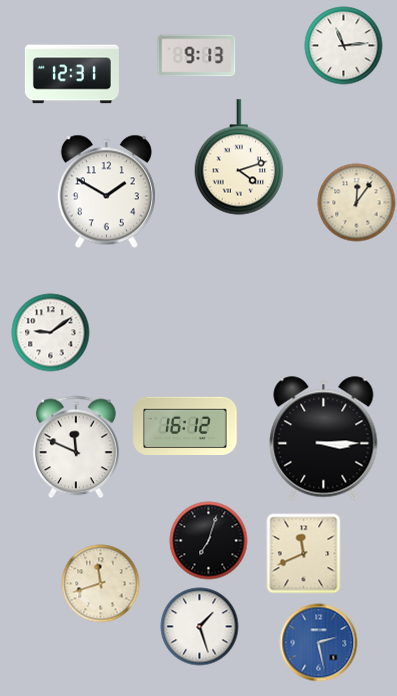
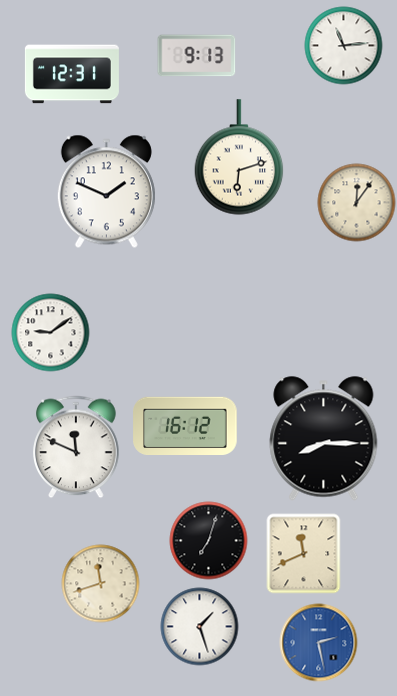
clock at (239, 157): 4:12 -> 6:12
clock at (106, 191): 1:50 -> 1:49
clock at (324, 439): 3:15 -> 8:15
